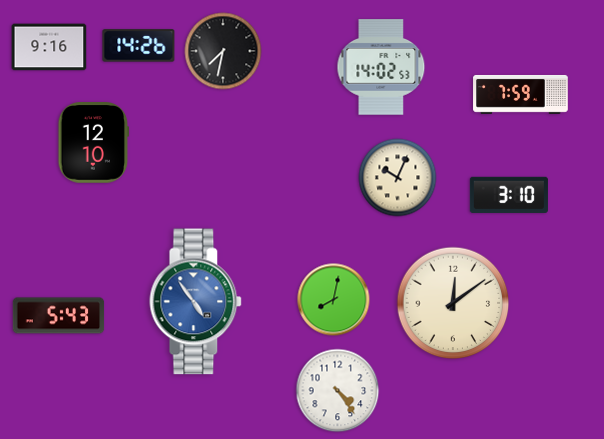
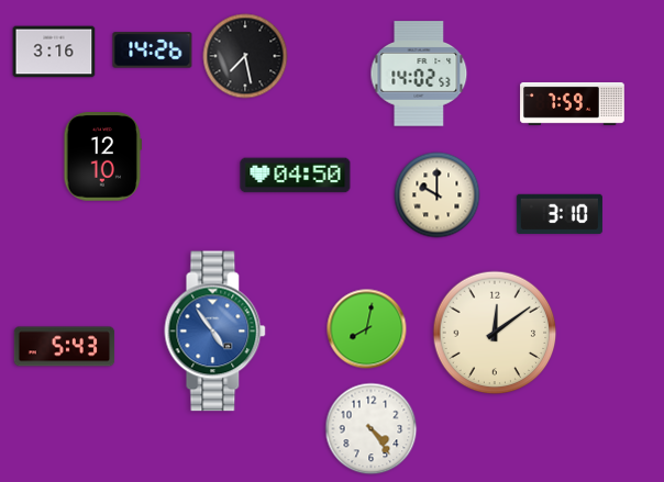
clock at (49, 47): 9:16 -> 3:16
clock at (223, 51): 7:32 -> 7:28
clock at (296, 176): none -> 04:50
clock at (398, 178): 10:04 -> 10:00
clock at (453, 303) position: (453, 303) -> (495, 333)
